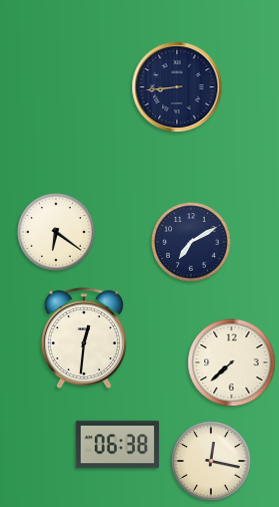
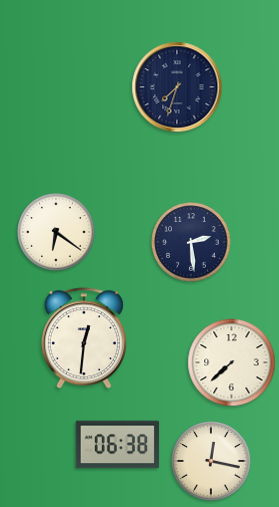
clock at (177, 87): 8:44 -> 7:33
clock at (191, 242): 7:10 -> 2:29
